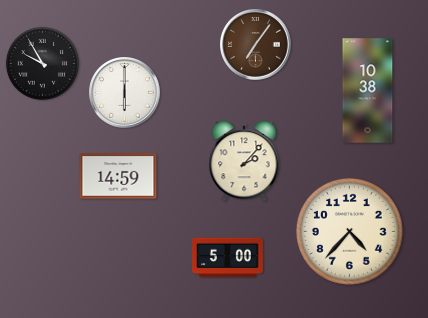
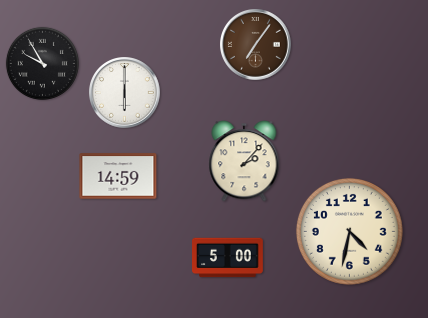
clock at (368, 91): 10:38 -> none
clock at (349, 231): 4:37 -> 4:32
